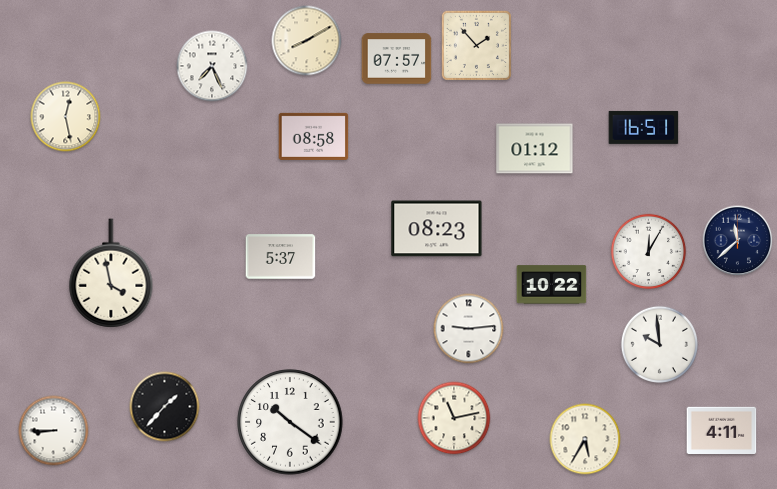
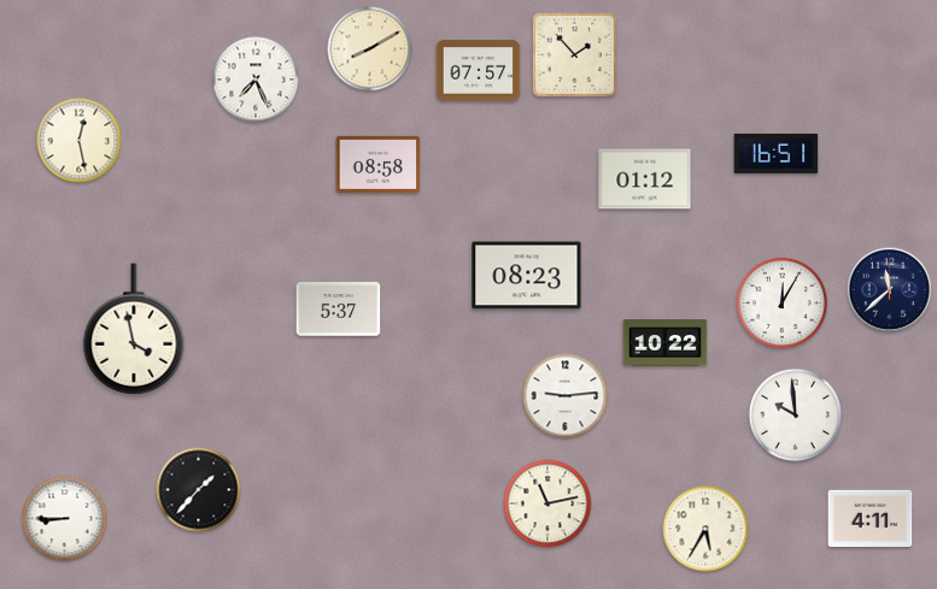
clock at (290, 422): 10:21 -> none
